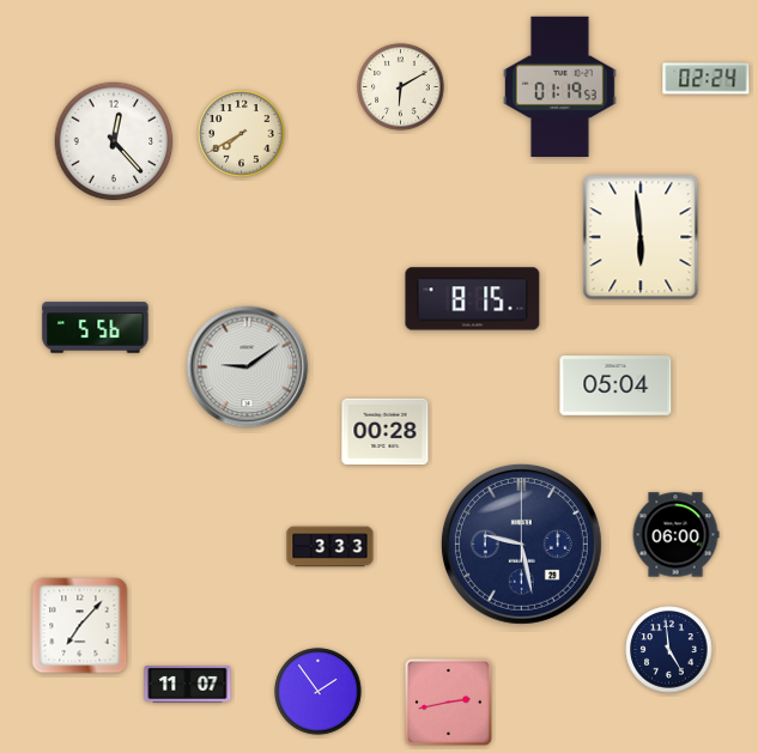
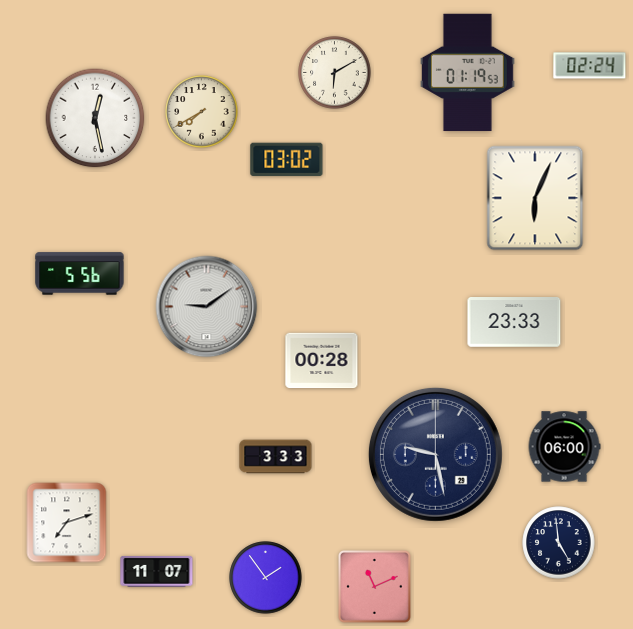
clock at (114, 141): 12:23 -> 12:28
clock at (287, 160): none -> 03:02
clock at (641, 237): 5:59 -> 6:04
clock at (473, 299): 8:15 -> none
clock at (616, 385): 05:04 -> 23:33
clock at (80, 626): 7:07 -> 7:12
clock at (448, 702): 2:43 -> 11:11
